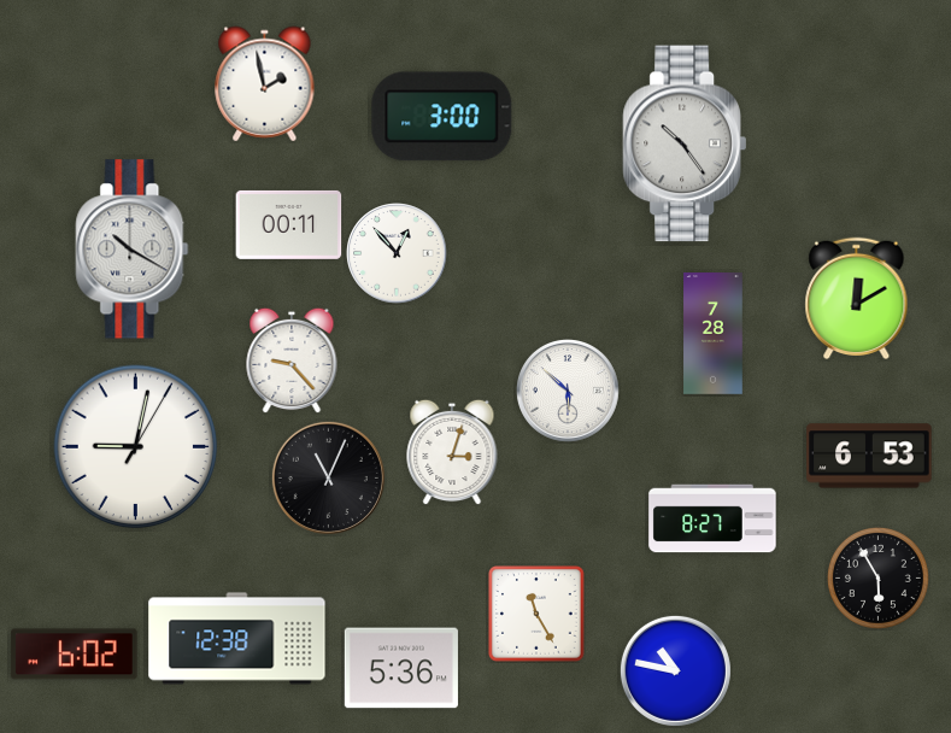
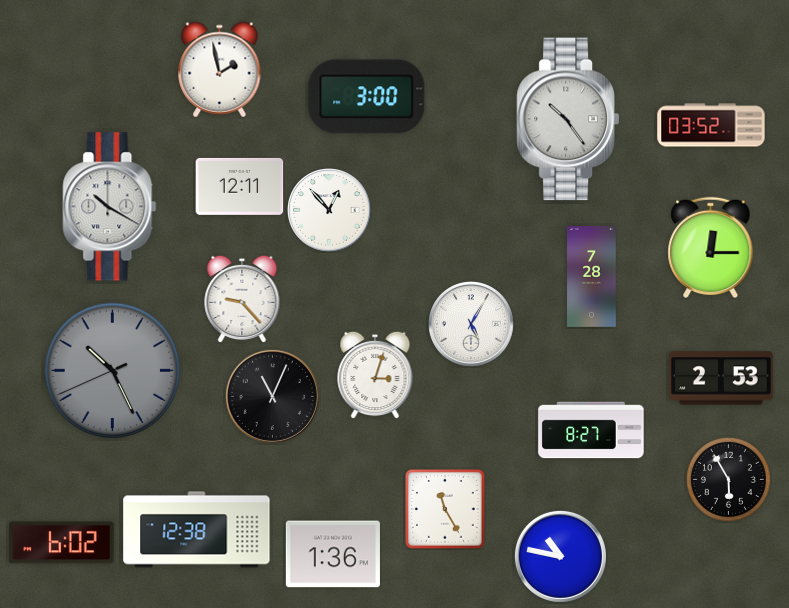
clock at (711, 125): none -> 03:52
clock at (289, 224): 00:11 -> 12:11
clock at (857, 299): 12:10 -> 12:15
clock at (569, 392): 5:52 -> 5:05
clock at (136, 447): 9:02 -> 10:25
clock at (136, 447) dial: white -> grey
clock at (869, 456): 6:53 -> 2:53
clock at (401, 668): 5:36 -> 1:36
